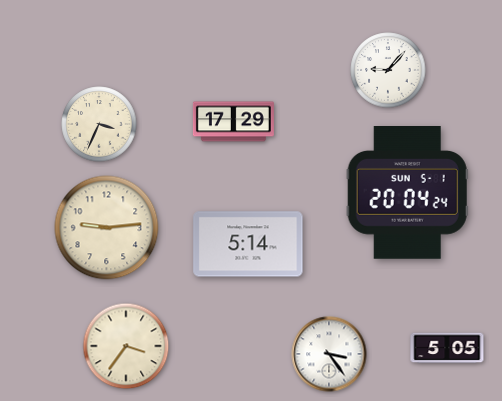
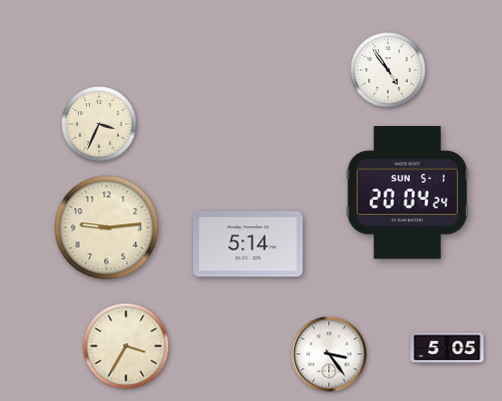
clock at (388, 70): 9:07 -> 4:54
clock at (233, 122): 17:29 -> none
clock at (126, 346): 3:36 -> 3:35
